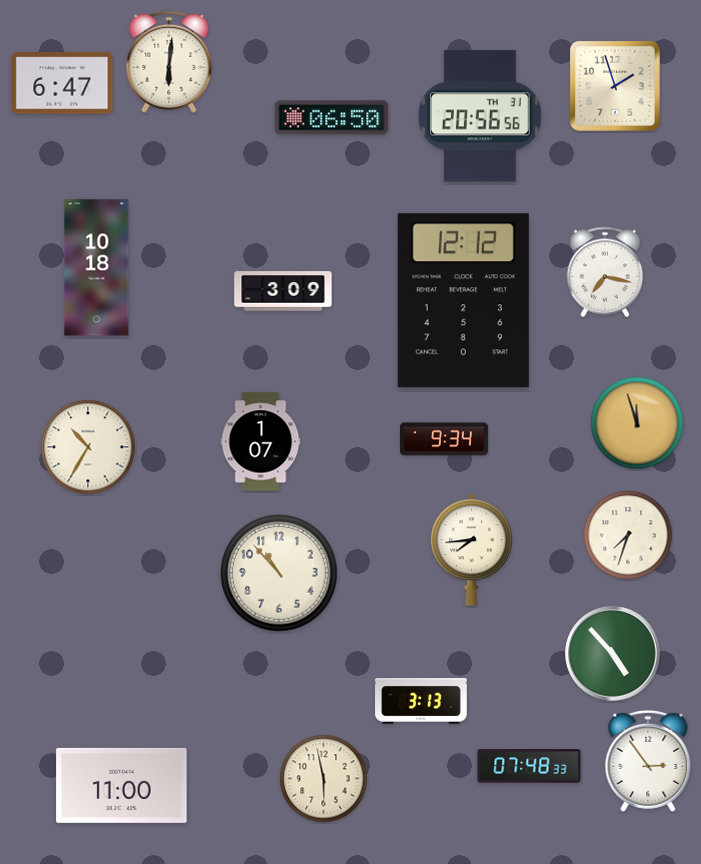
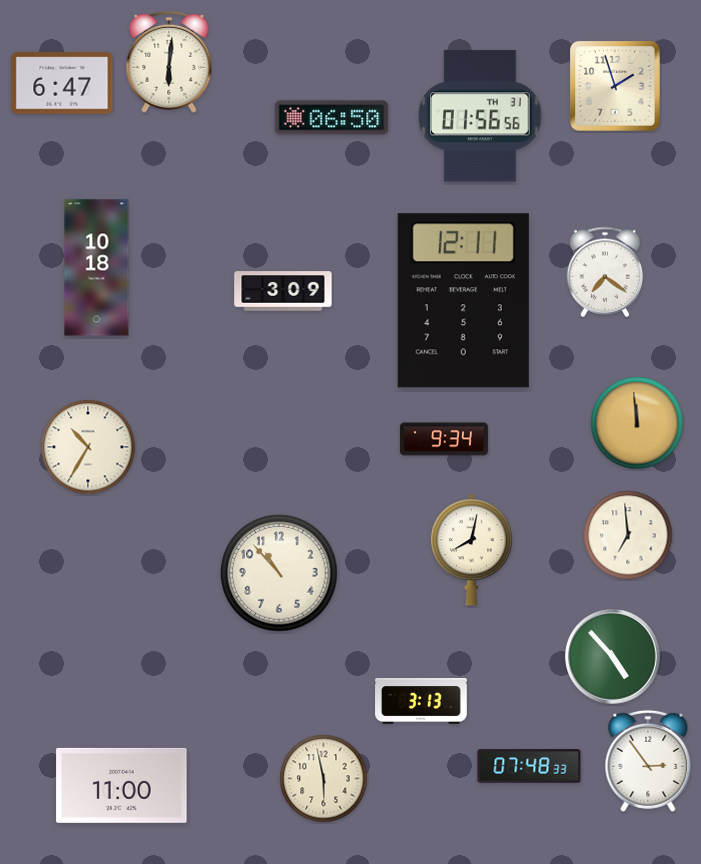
clock at (481, 116): 20:56 -> 01:56
clock at (605, 272): 7:17 -> 7:21
clock at (463, 301): 12:12 -> 12:11
clock at (637, 423): 11:57 -> 11:59
clock at (261, 442): 1:07 -> none
clock at (628, 535): 7:33 -> 6:59
clock at (471, 550): 7:44 -> 8:02
clock at (613, 654) position: (613, 654) -> (613, 657)
